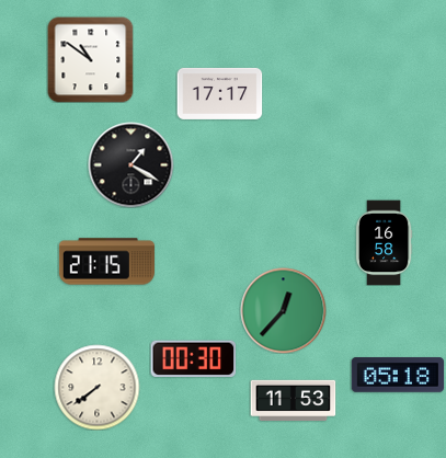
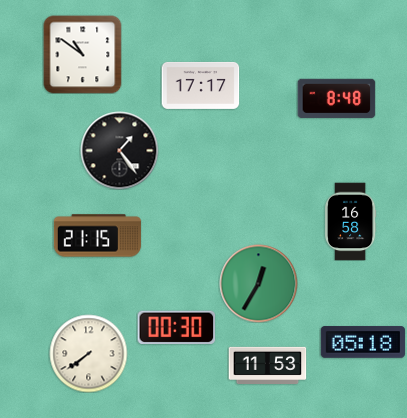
clock at (336, 98): none -> 8:48
clock at (130, 164): 1:20 -> 1:24
clock at (106, 262) position: (106, 262) -> (97, 236)
clock at (283, 310): 12:37 -> 12:35
